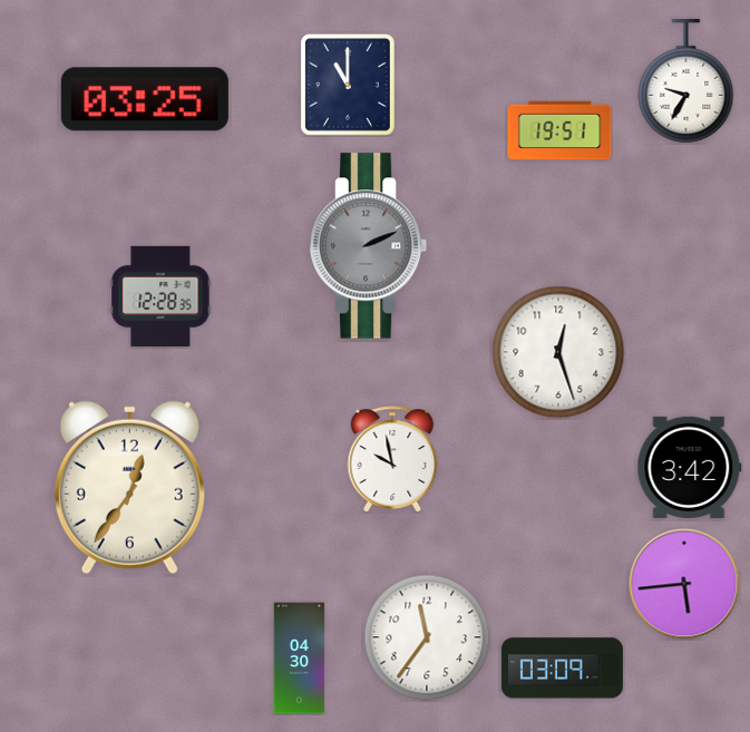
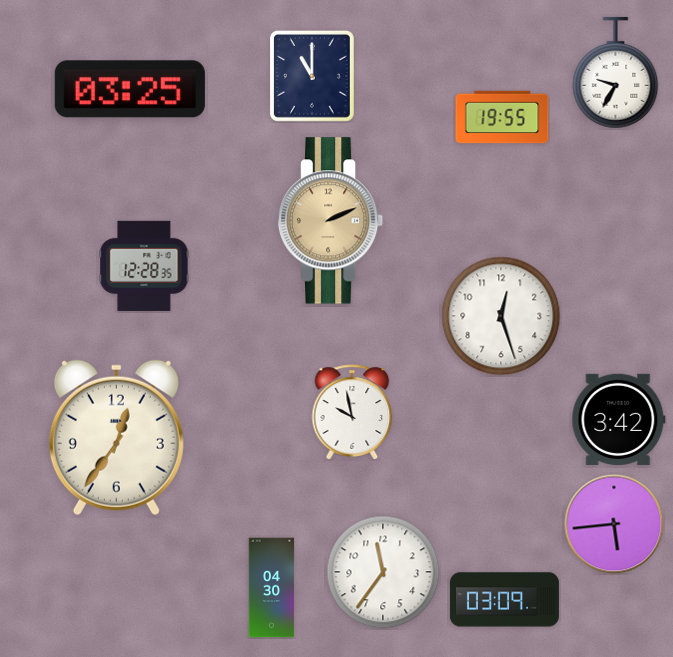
clock at (559, 130): 19:51 -> 19:55
clock at (369, 246) dial: grey -> champagne
clock at (300, 658) position: (300, 658) -> (272, 588)
